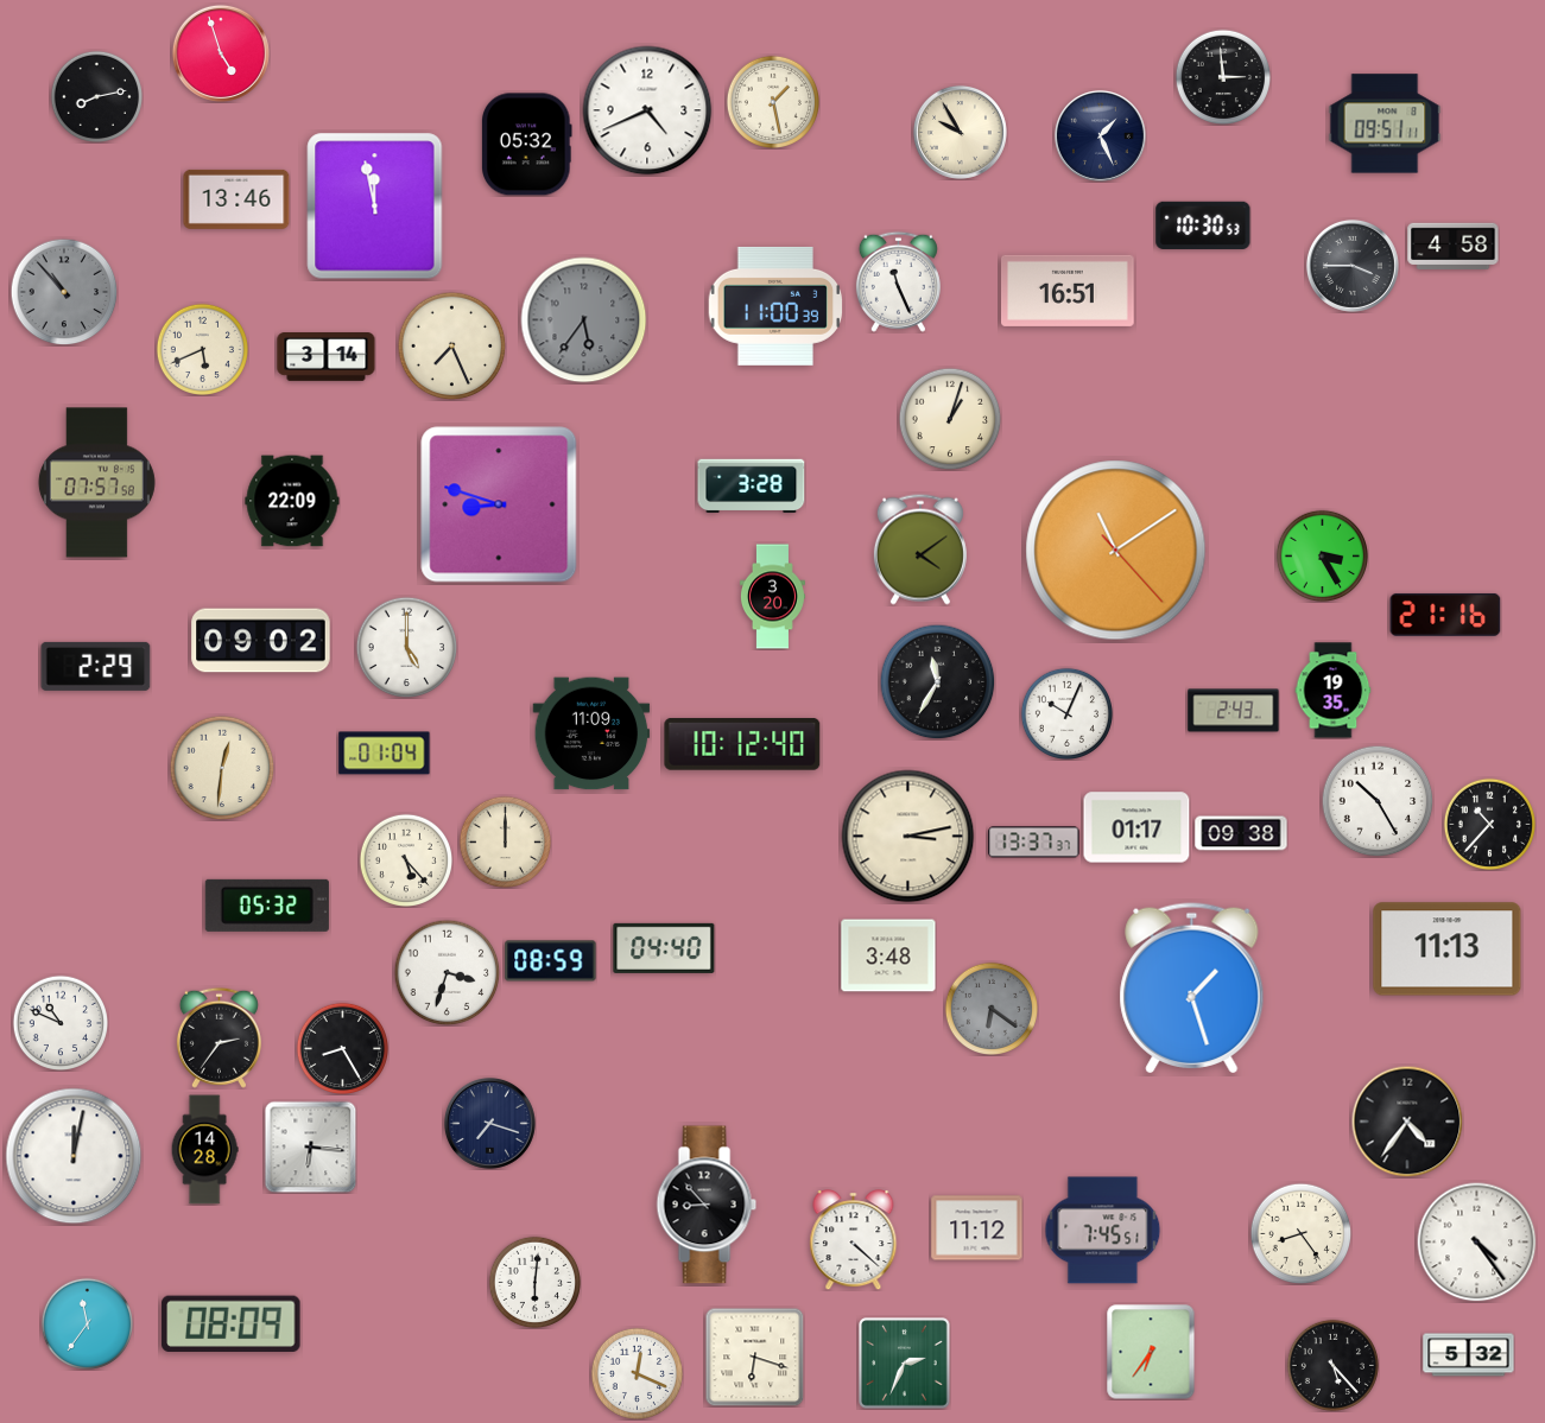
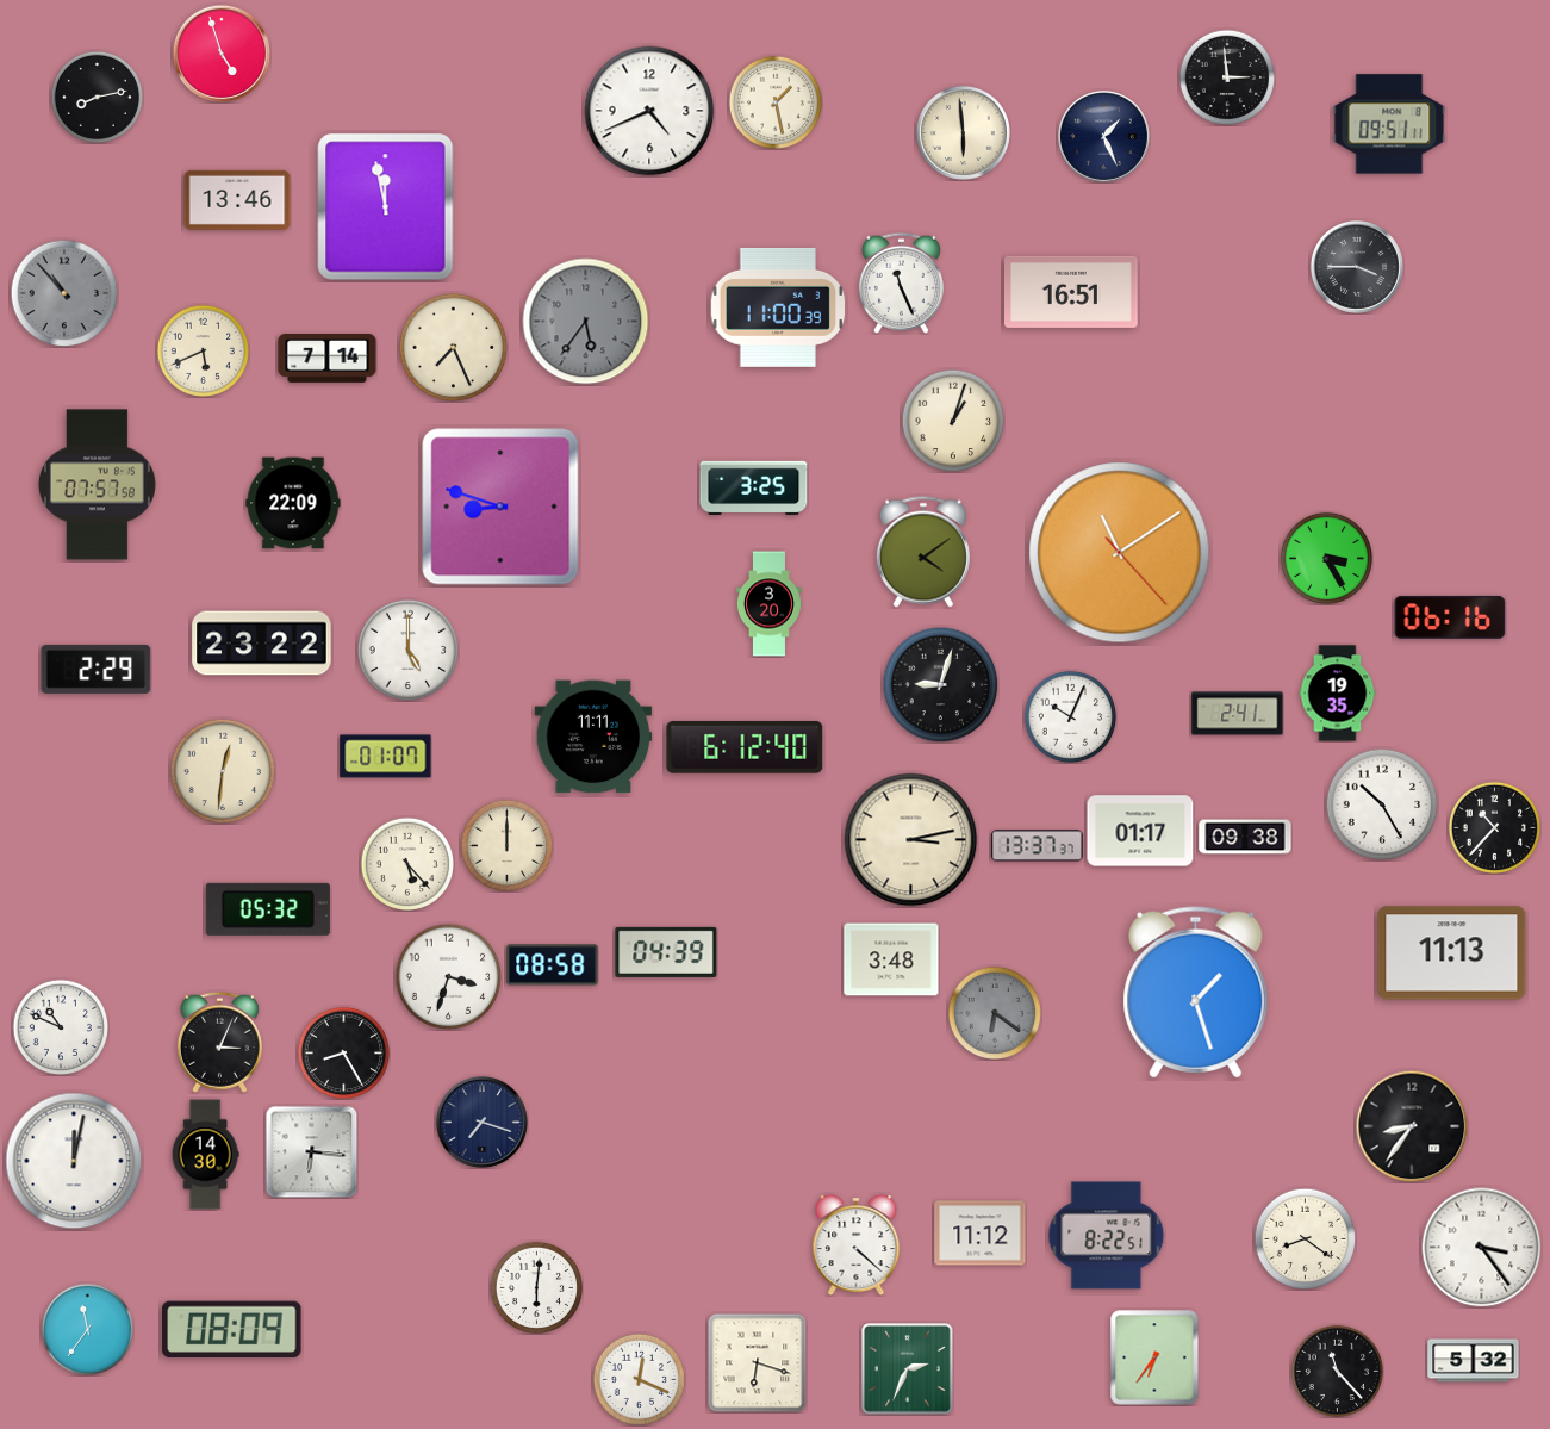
clock at (960, 132): 9:55 -> 5:59
clock at (527, 145): 05:32 -> none
clock at (375, 207) position: (375, 207) -> (386, 207)
clock at (1203, 225): 10:30 -> none
clock at (1454, 246): 4:58 -> none
clock at (327, 357): 3:14 -> 7:14
clock at (752, 485): 3:28 -> 3:25
clock at (772, 597) position: (772, 597) -> (768, 604)
clock at (1445, 615): 21:16 -> 06:16
clock at (261, 641): 09:02 -> 23:22
clock at (937, 681): 11:35 -> 9:03
clock at (1234, 711): 2:43 -> 2:41
clock at (591, 733): 11:09 -> 11:11
clock at (742, 744): 10:12 -> 6:12
clock at (385, 754): 01:04 -> 01:07
clock at (664, 948): 04:40 -> 04:39
clock at (551, 961): 08:59 -> 08:58
clock at (219, 1037): 2:36 -> 3:04
clock at (1407, 1122): 4:36 -> 8:36
clock at (489, 1123) position: (489, 1123) -> (481, 1122)
clock at (204, 1150): 14:28 -> 14:30
clock at (707, 1205): 8:53 -> none
clock at (1103, 1231): 7:45 -> 8:22
clock at (1300, 1233): 8:24 -> 8:21
clock at (1477, 1243): 4:24 -> 3:24
clock at (1332, 1365): 5:23 -> 11:23
